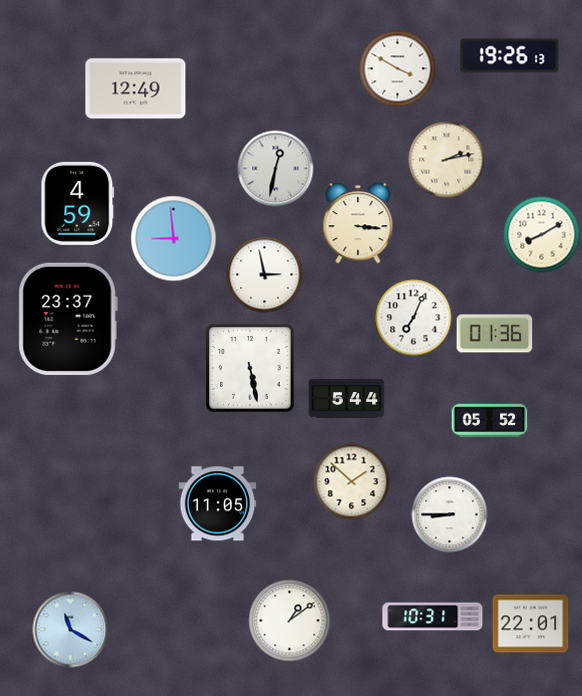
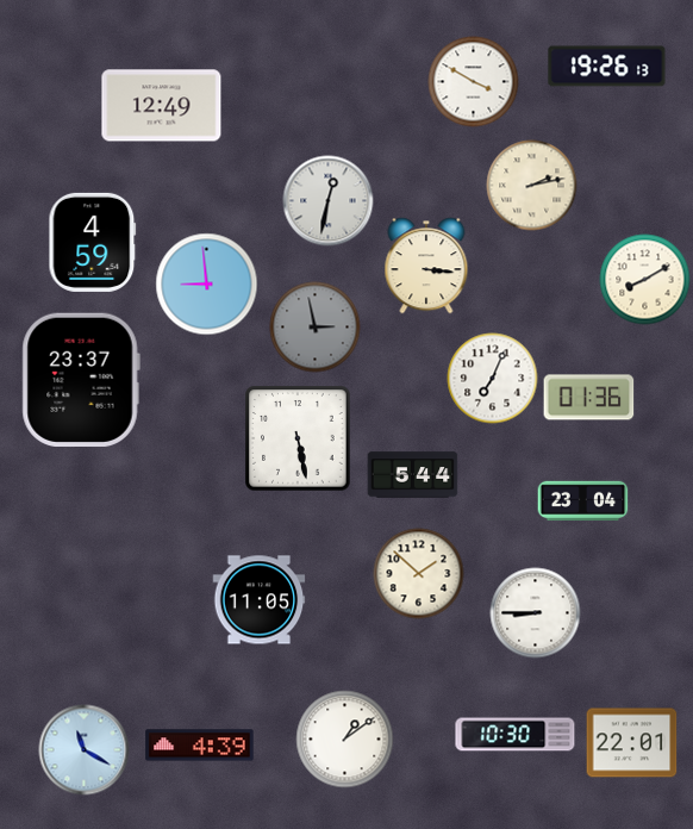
clock at (447, 160) position: (447, 160) -> (532, 186)
clock at (265, 275) dial: white -> grey
clock at (490, 421): 05:52 -> 23:04
clock at (433, 617): 10:31 -> 10:30
clock at (200, 746): none -> 4:39
